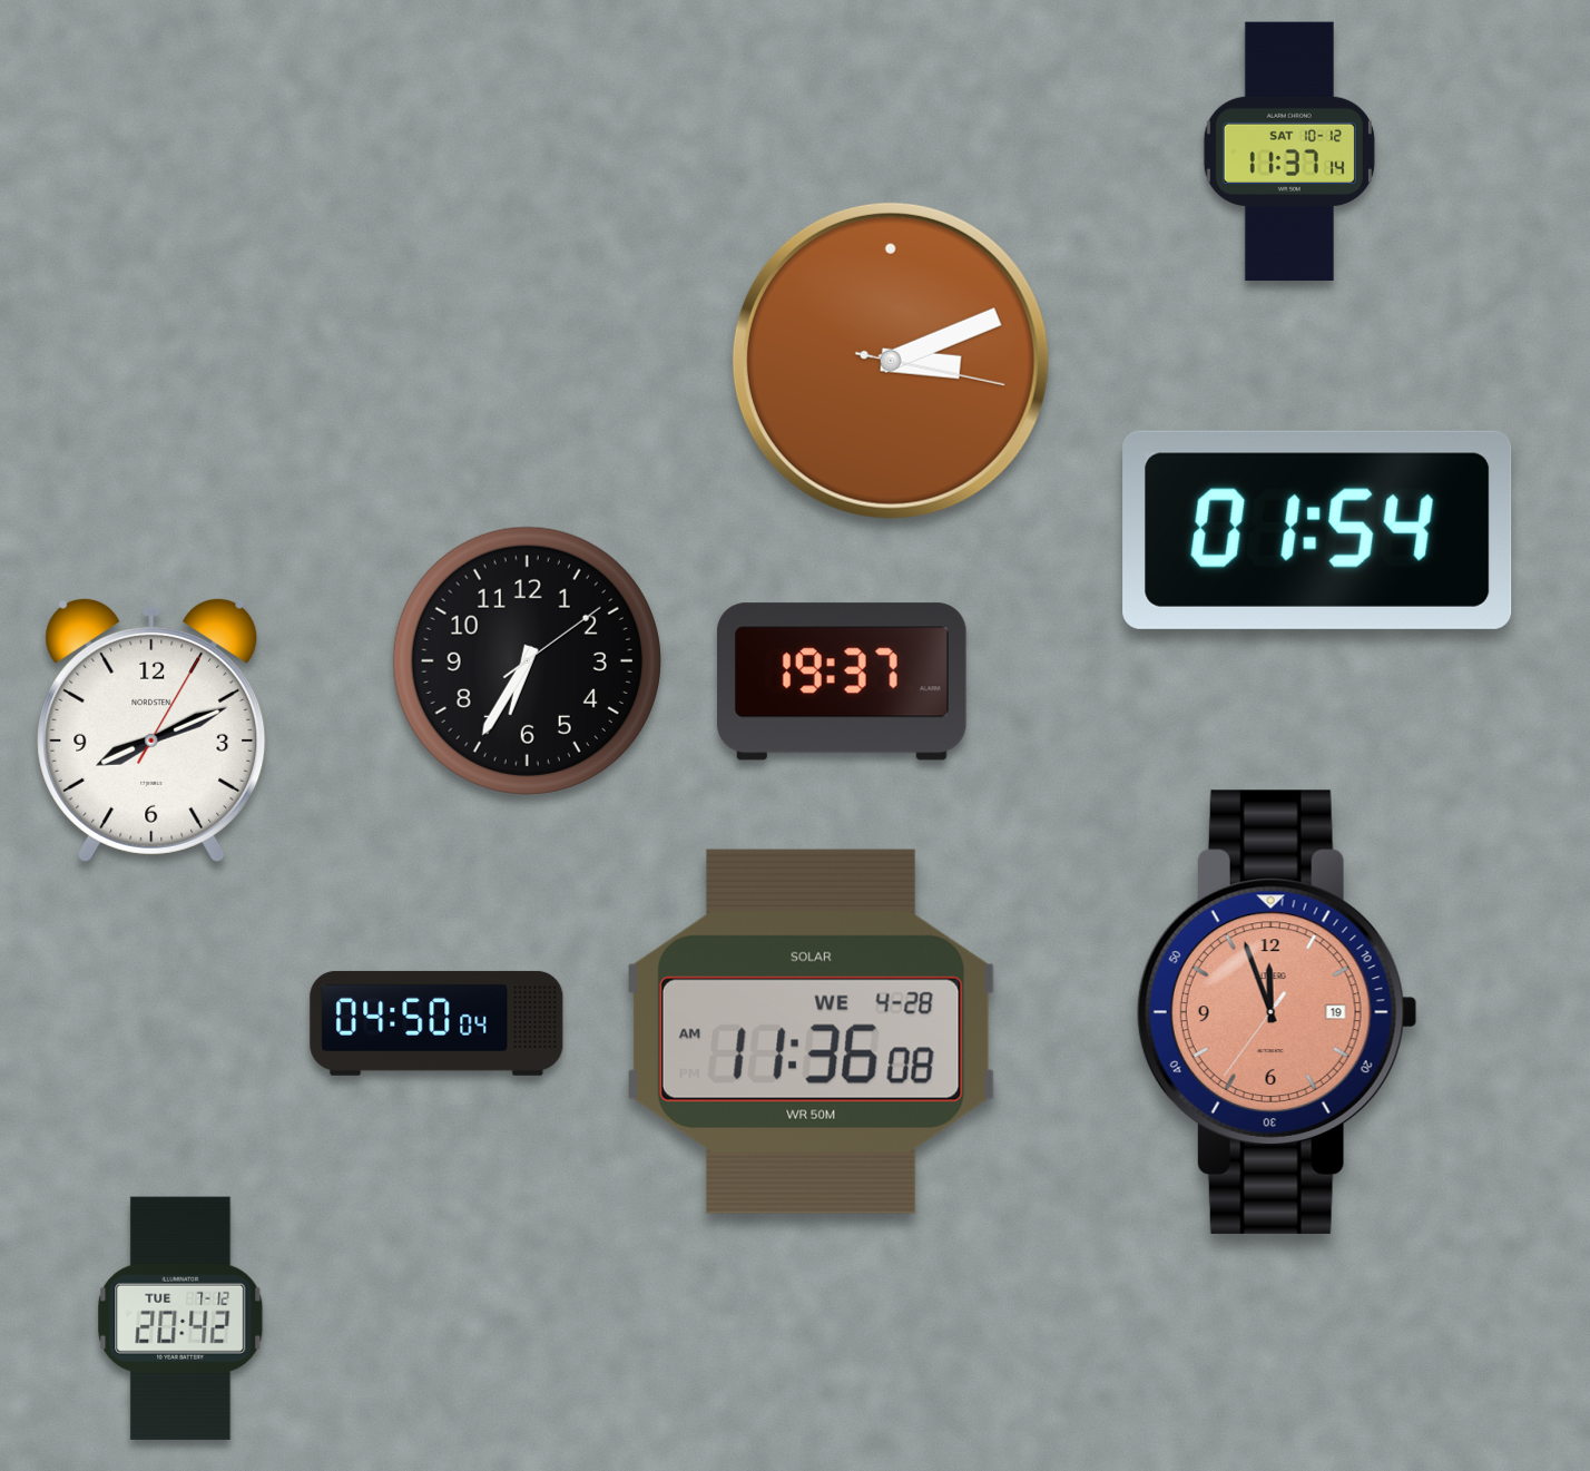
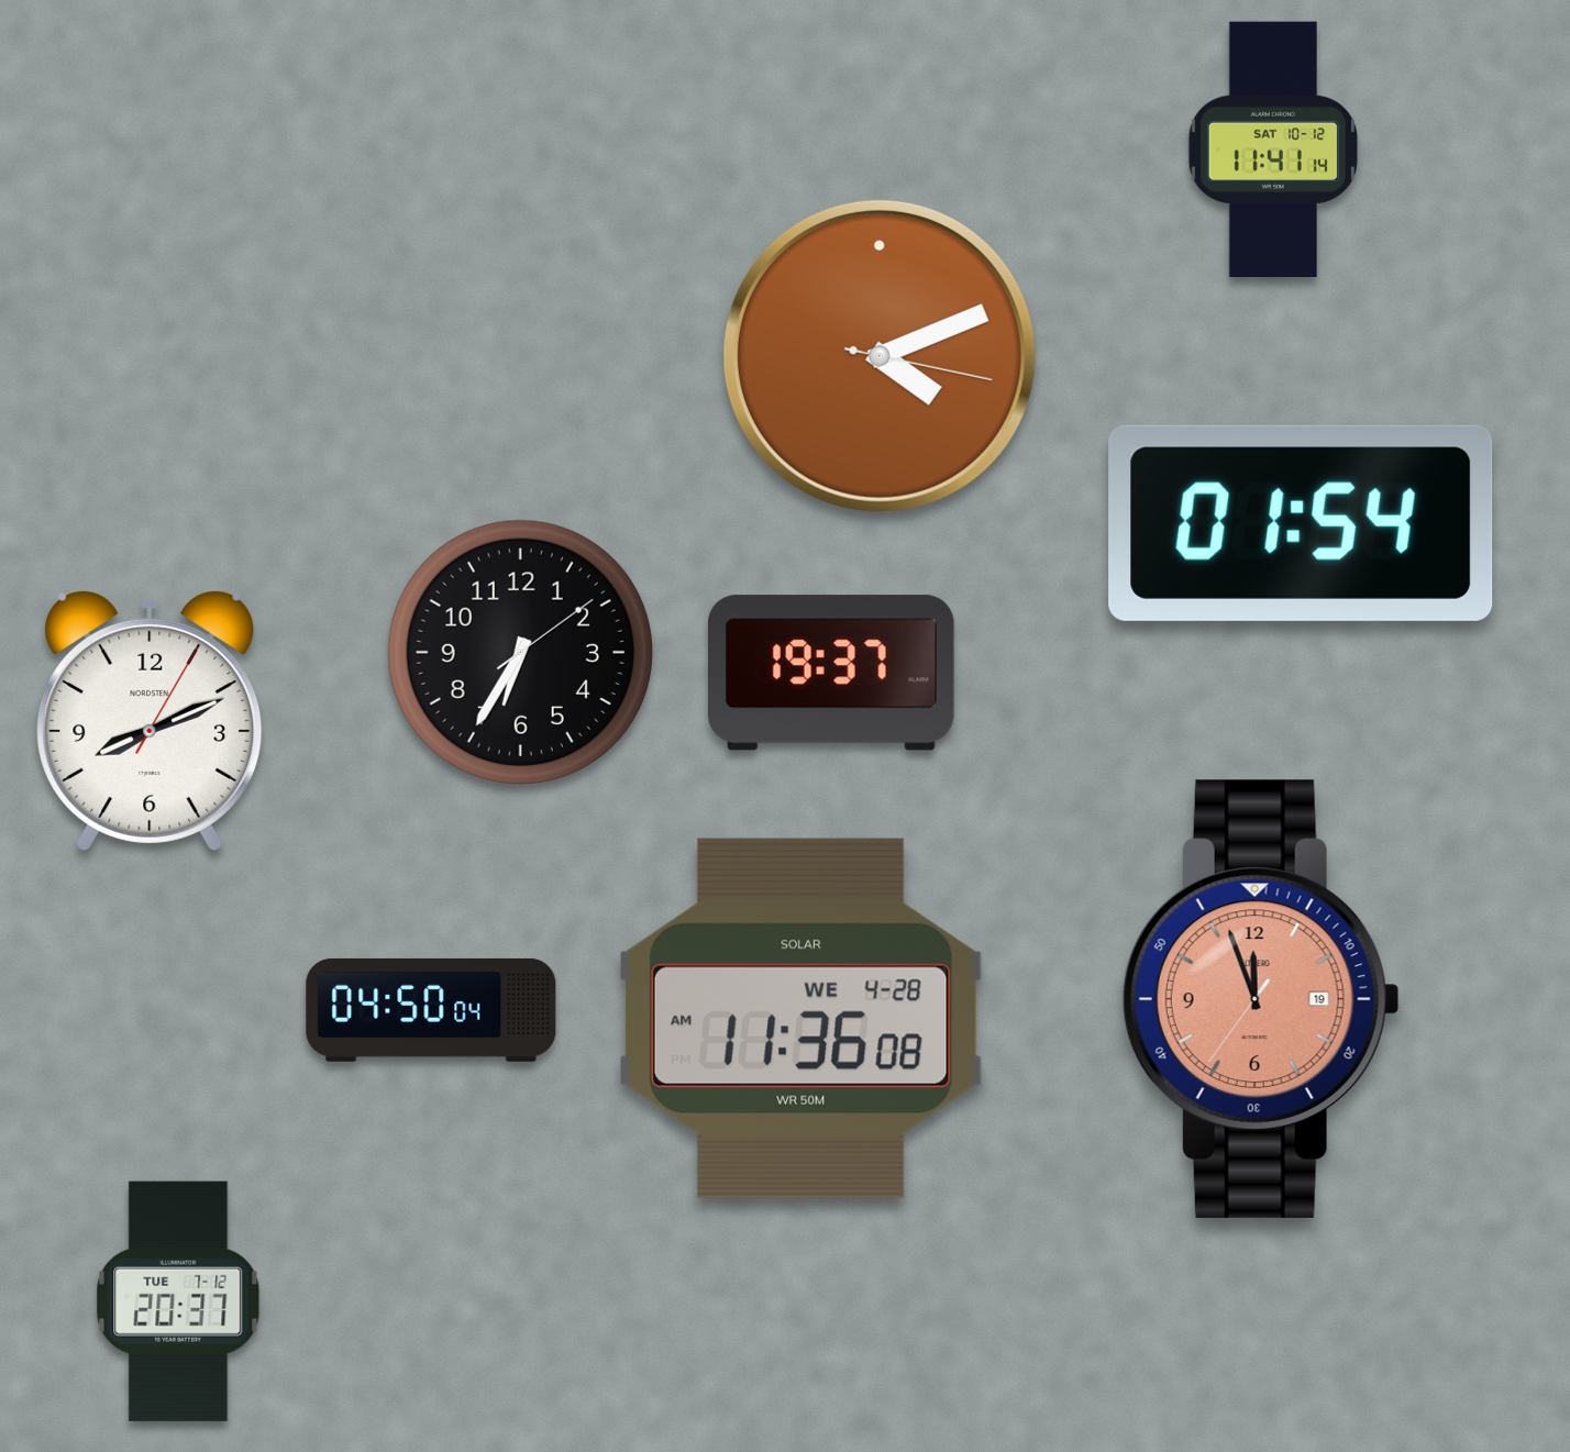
clock at (1289, 151): 11:37 -> 11:41
clock at (891, 361): 3:11 -> 4:11
clock at (180, 1318): 20:42 -> 20:37
